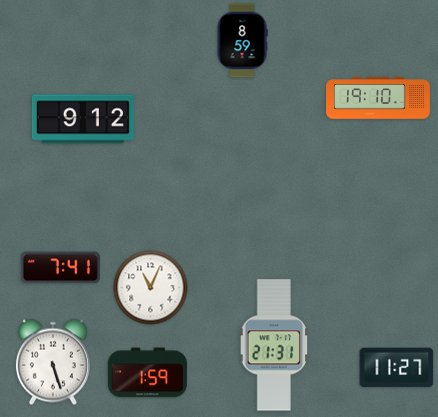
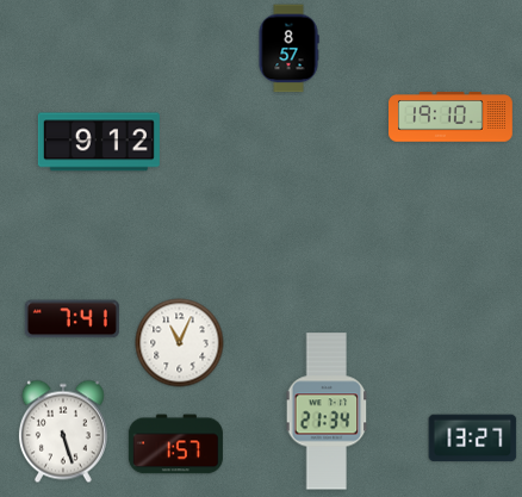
clock at (242, 41): 8:59 -> 8:57
clock at (274, 345): 21:31 -> 21:34
clock at (397, 368): 11:27 -> 13:27
clock at (147, 373): 1:59 -> 1:57
